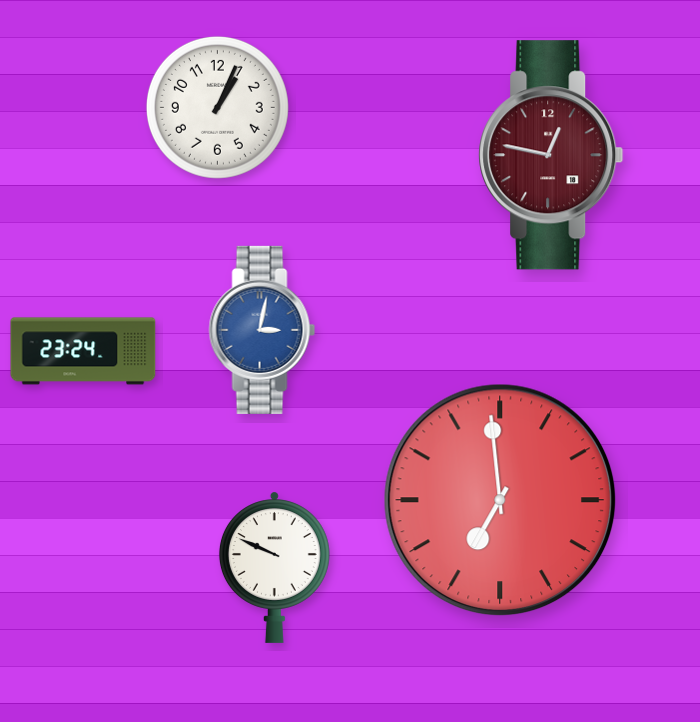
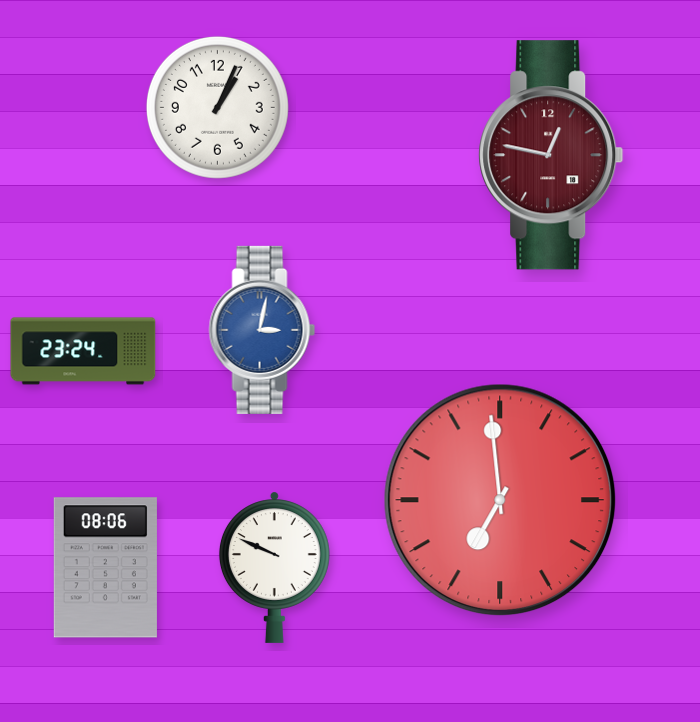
clock at (105, 568): none -> 08:06
